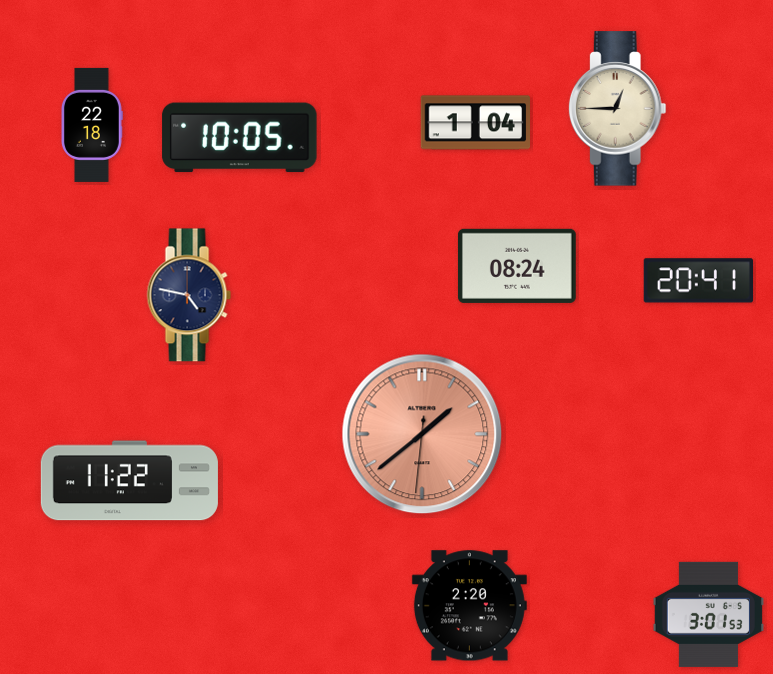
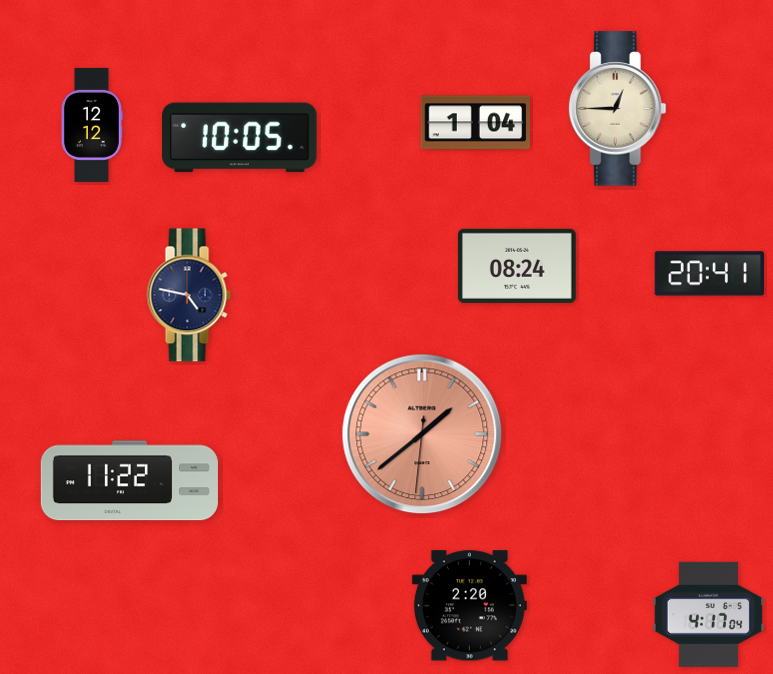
clock at (92, 125): 22:18 -> 12:12
clock at (698, 281) position: (698, 281) -> (709, 274)
clock at (708, 614): 3:01 -> 4:17
